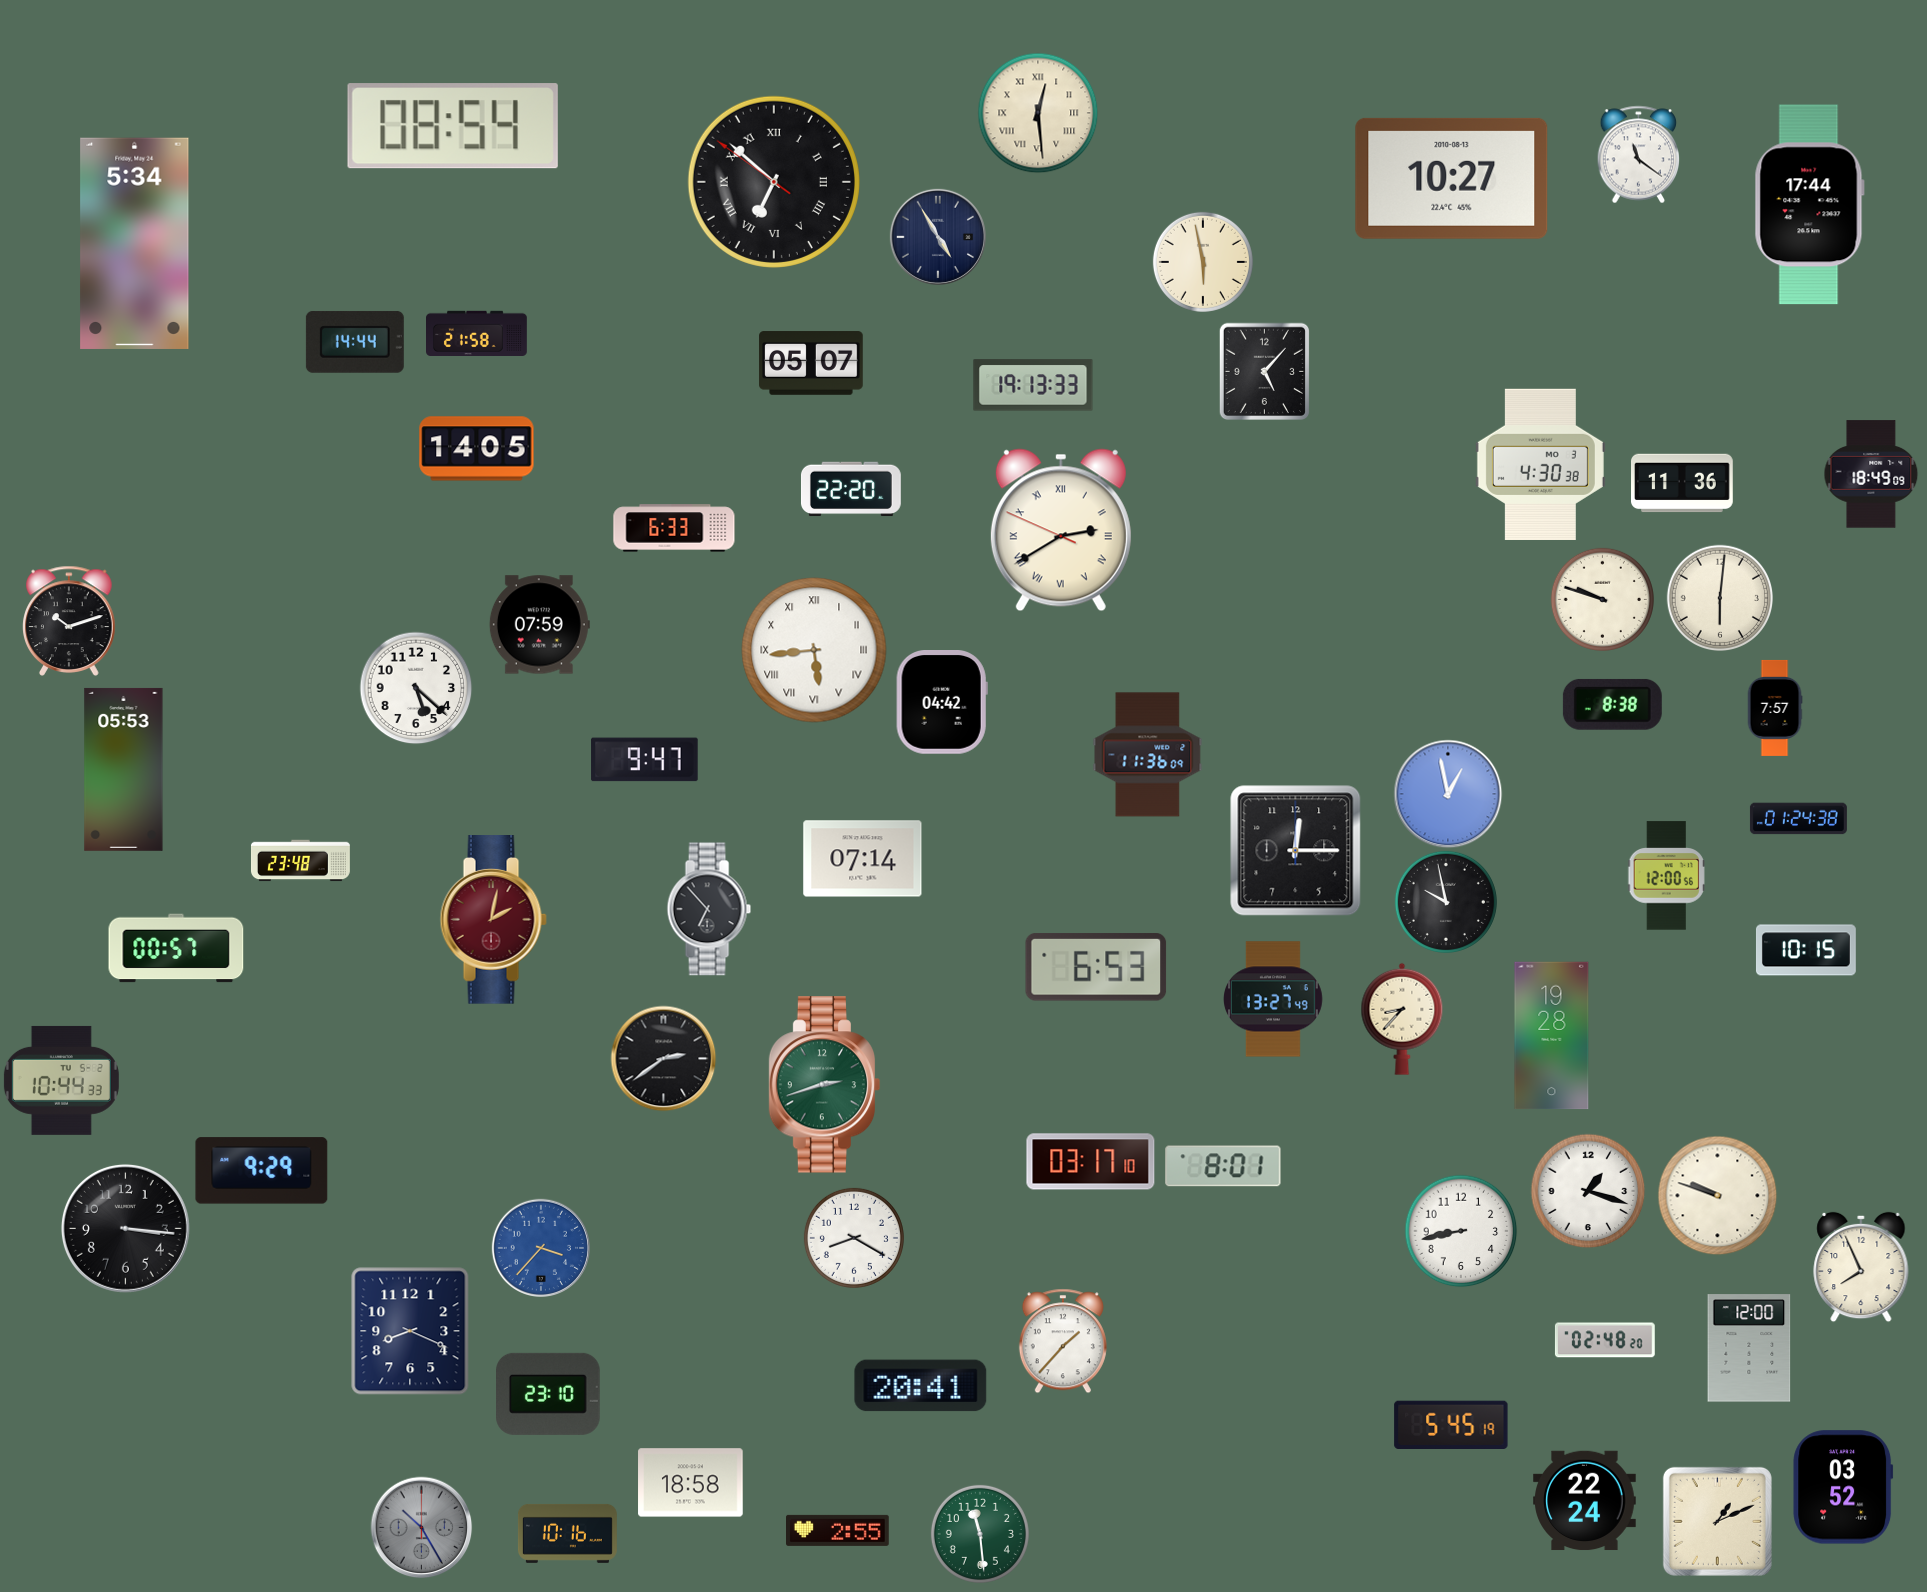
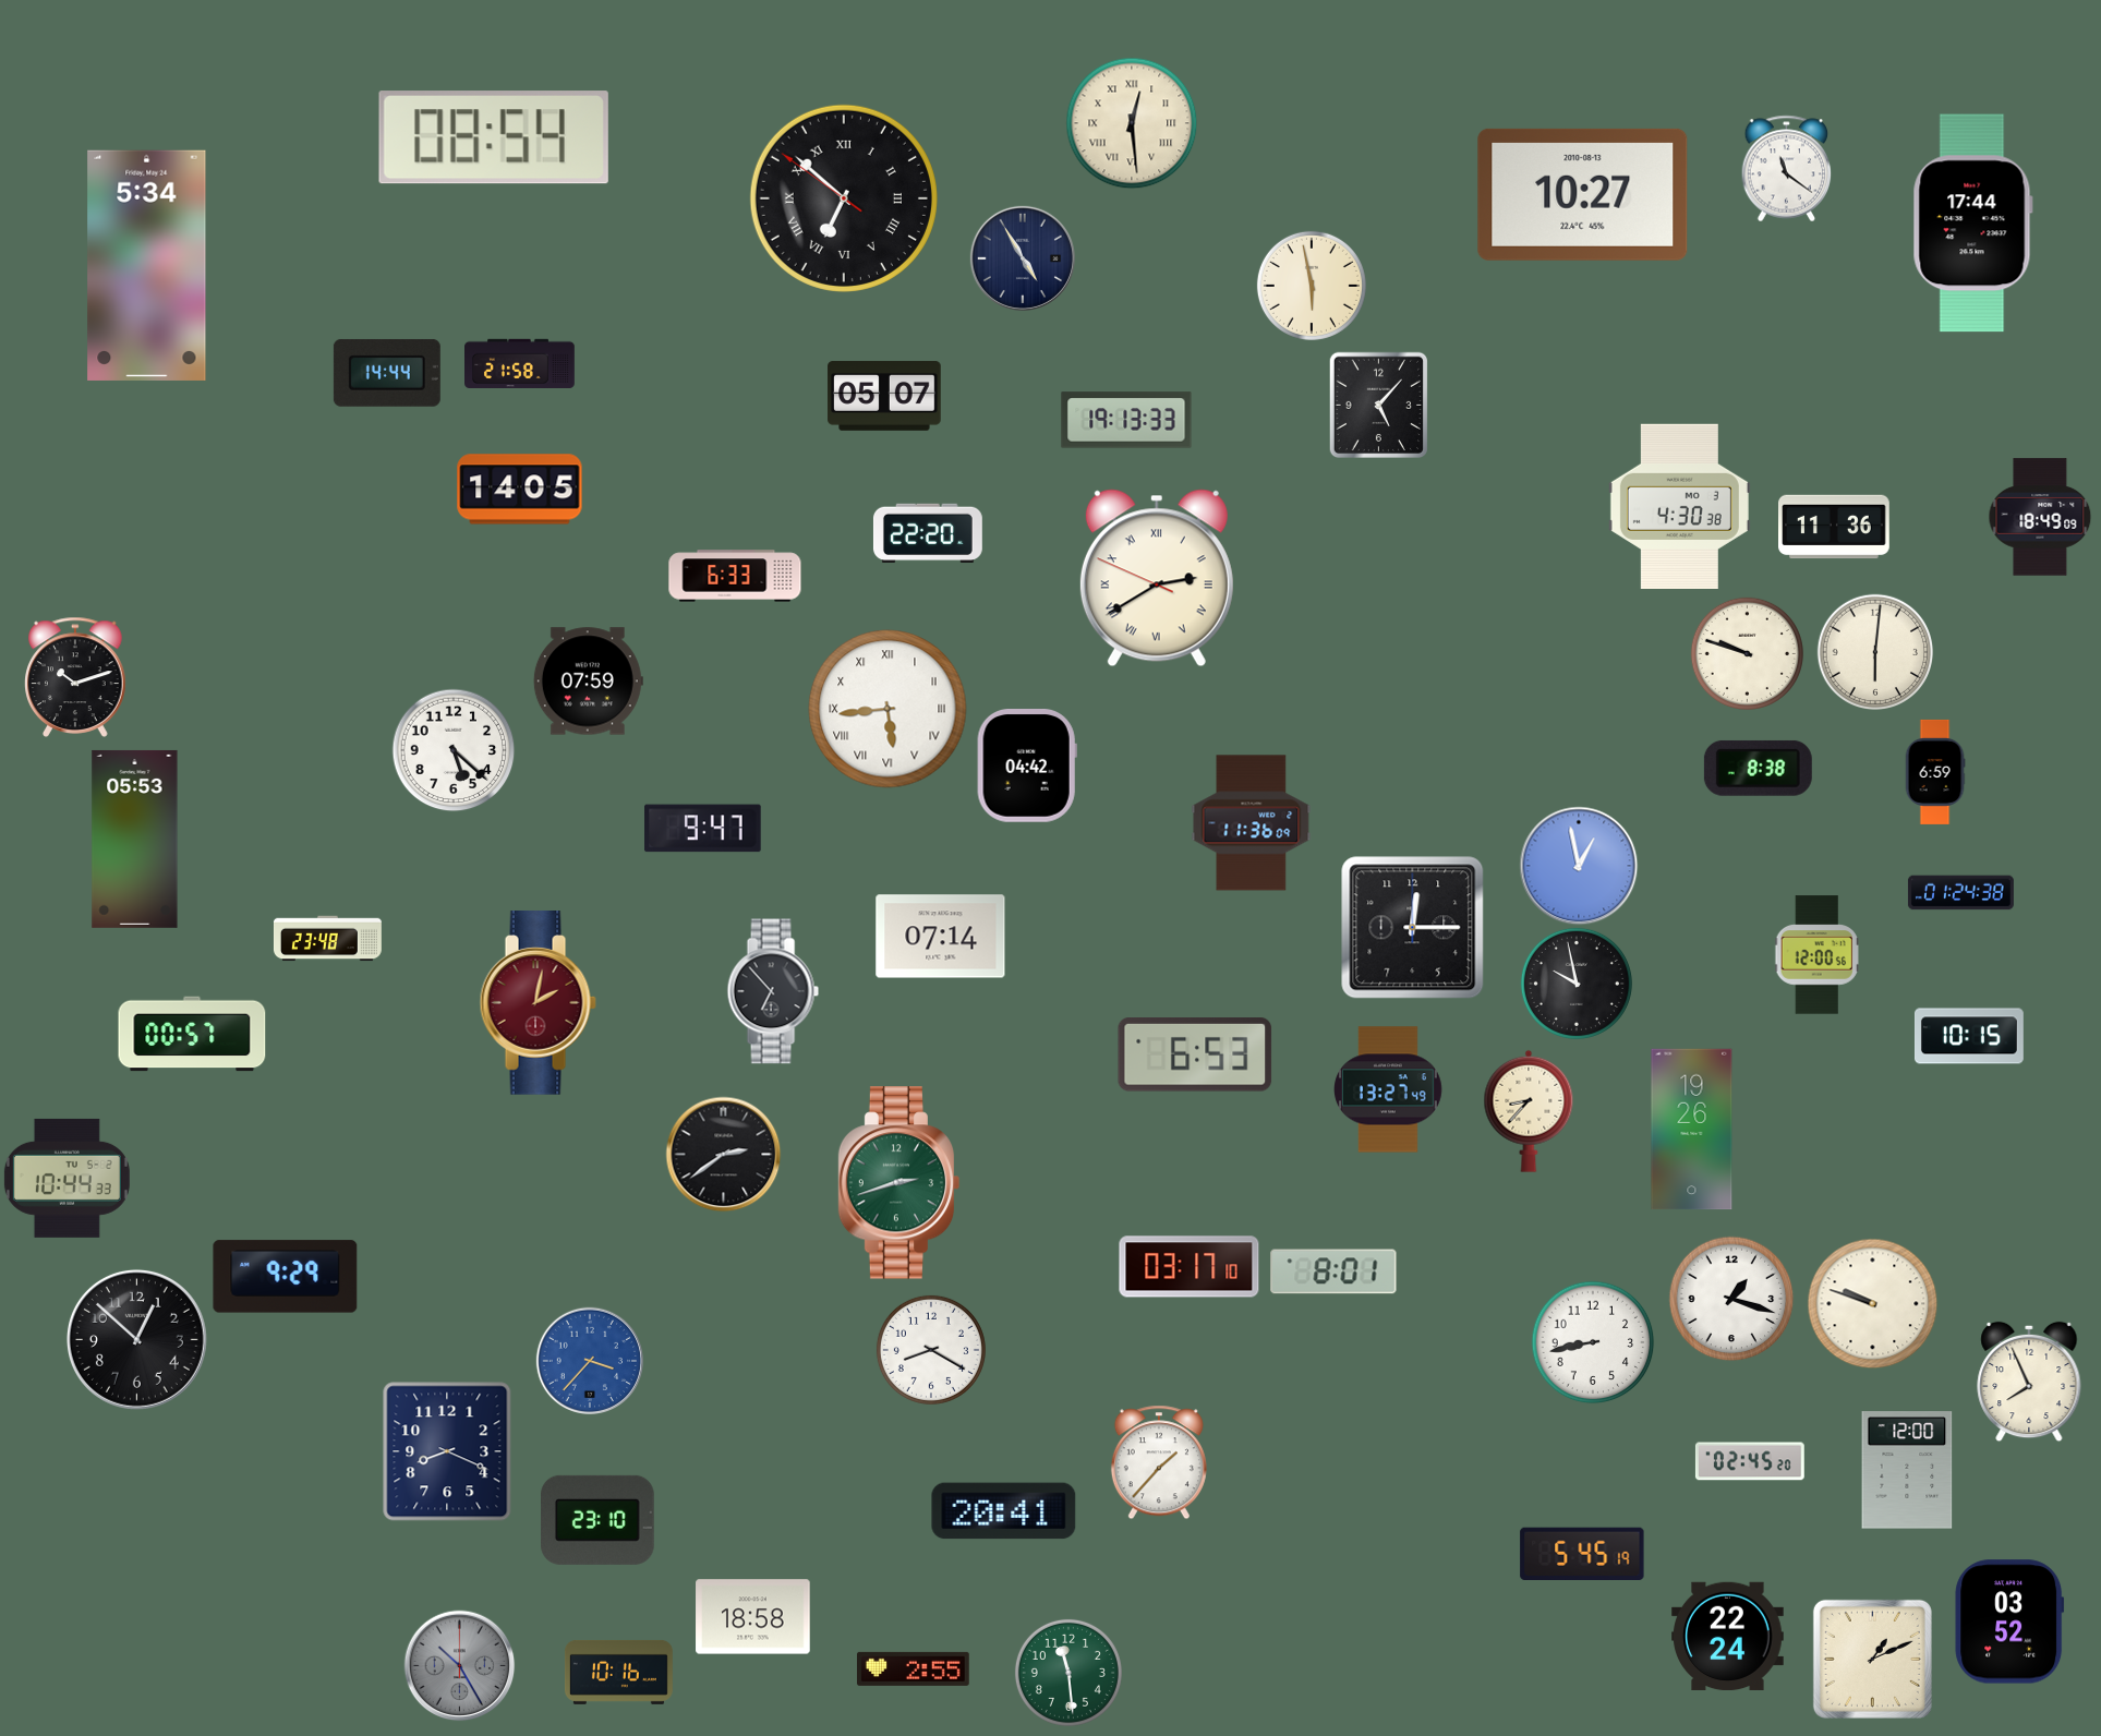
clock at (1775, 708): 7:57 -> 6:59
clock at (1552, 1036): 19:28 -> 19:26
clock at (125, 1228): 3:16 -> 12:52
clock at (1605, 1340): 02:48 -> 02:45
